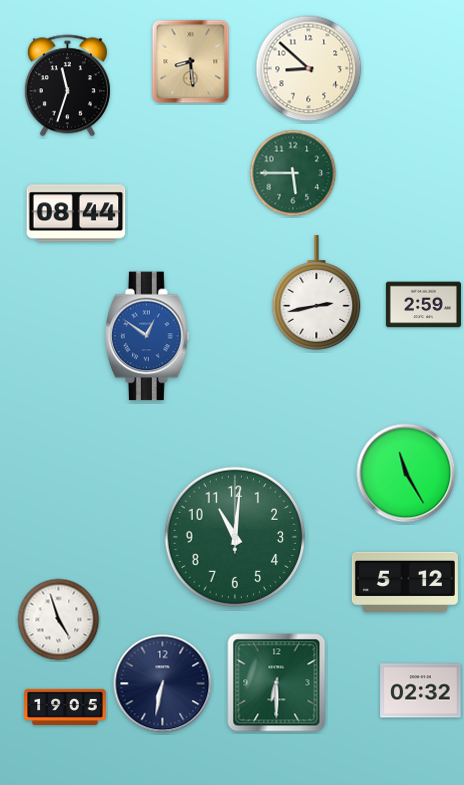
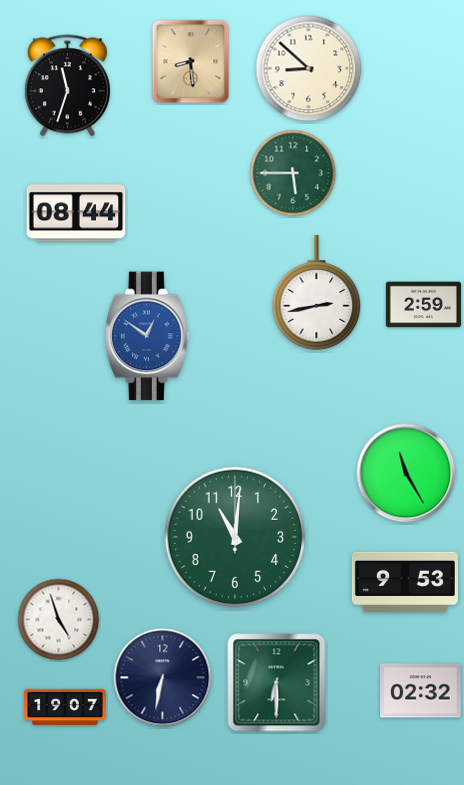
clock at (405, 581): 5:12 -> 9:53
clock at (163, 684) position: (163, 684) -> (163, 678)
clock at (65, 706): 19:05 -> 19:07
